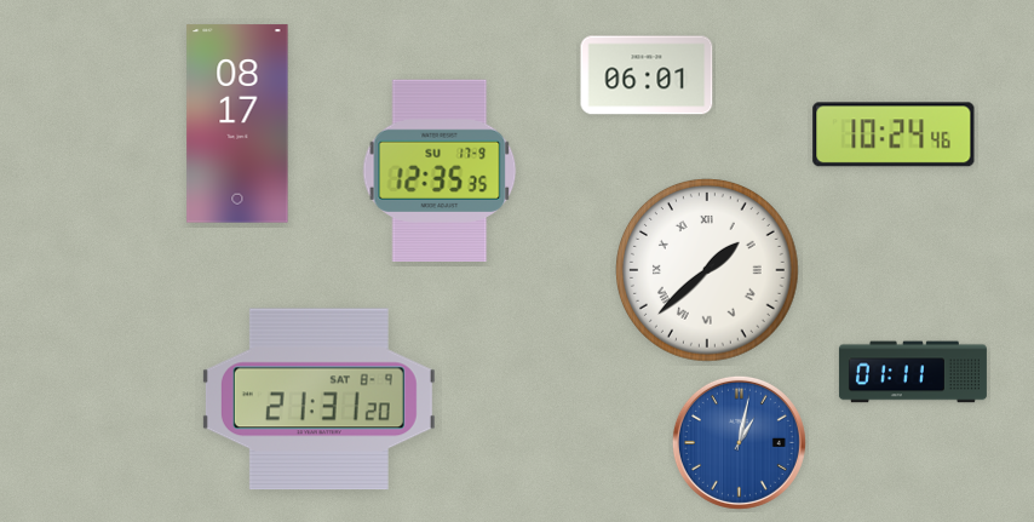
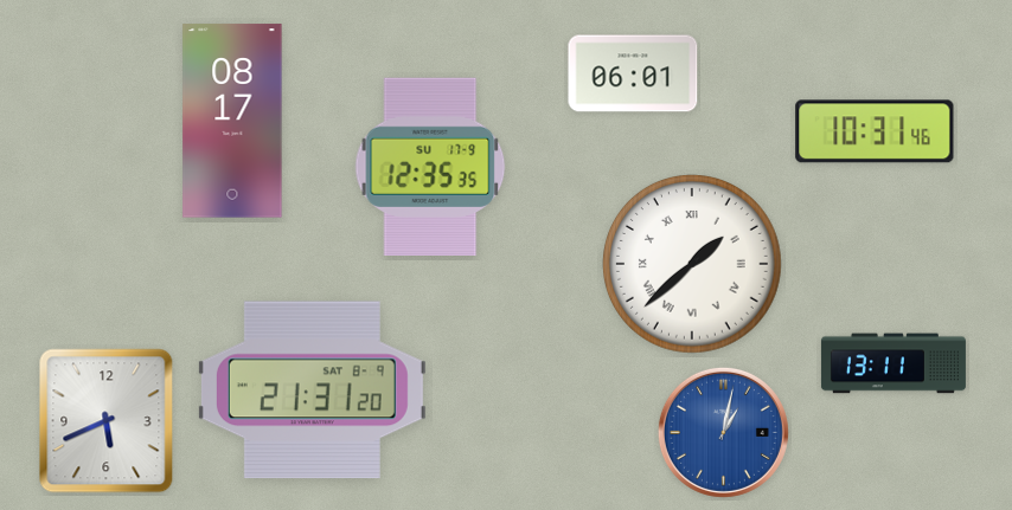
clock at (894, 134): 10:24 -> 10:31
clock at (913, 372): 01:11 -> 13:11
clock at (107, 421): none -> 5:41
